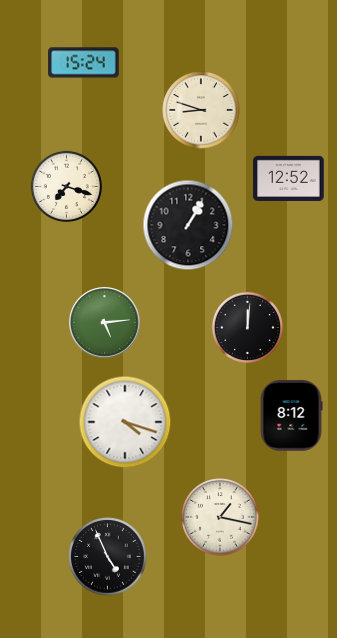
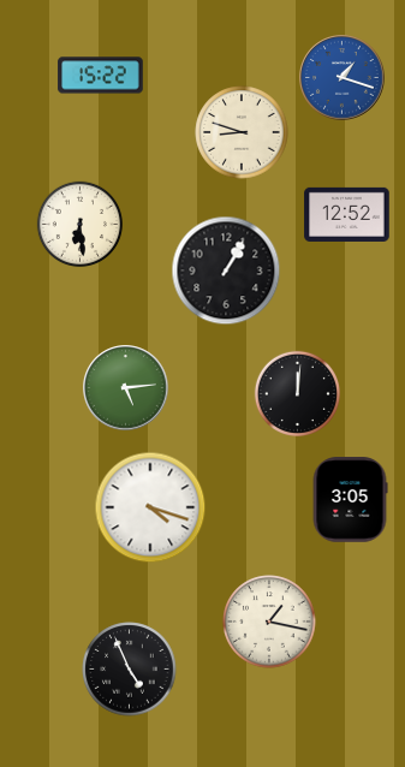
clock at (84, 63): 15:24 -> 15:22
clock at (343, 78): none -> 1:18
clock at (66, 186): 7:18 -> 6:29
clock at (291, 416): 8:12 -> 3:05
clock at (220, 517) position: (220, 517) -> (269, 622)
